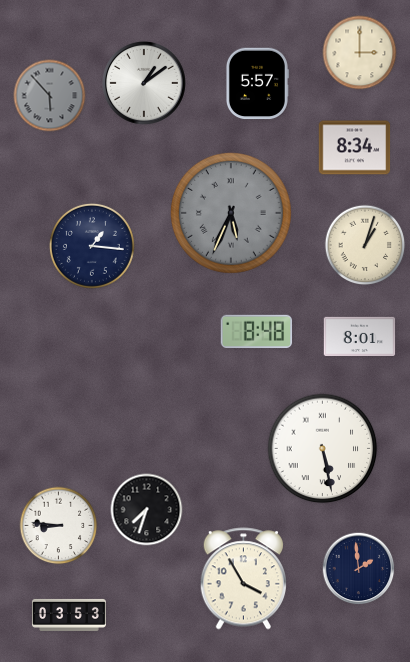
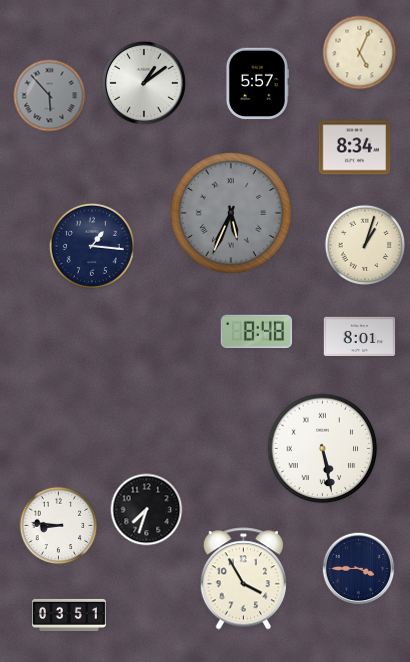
clock at (360, 53): 3:00 -> 5:04
clock at (359, 569): 1:59 -> 3:45
clock at (69, 615): 03:53 -> 03:51
